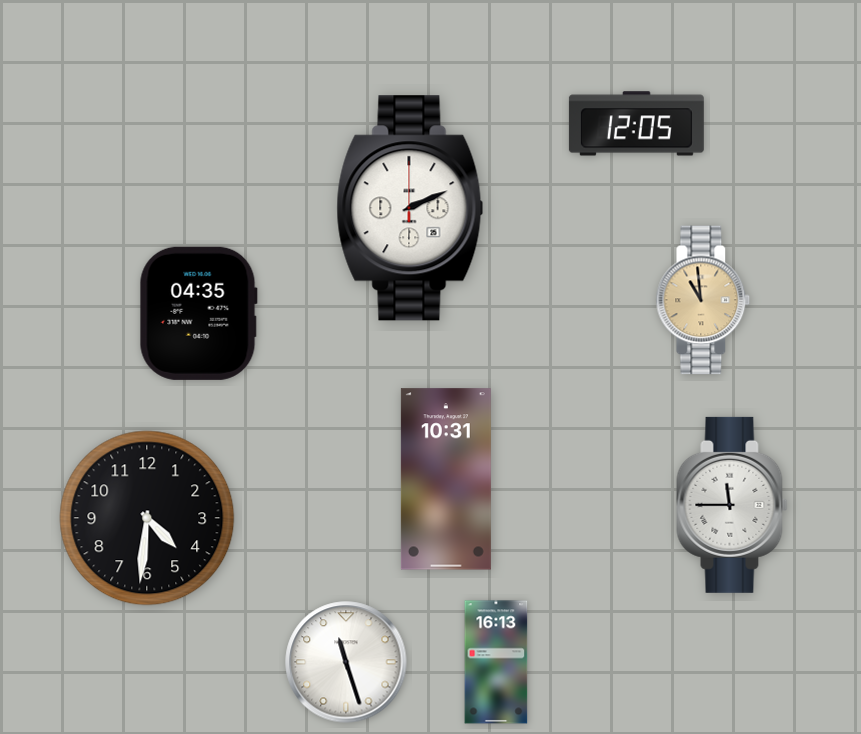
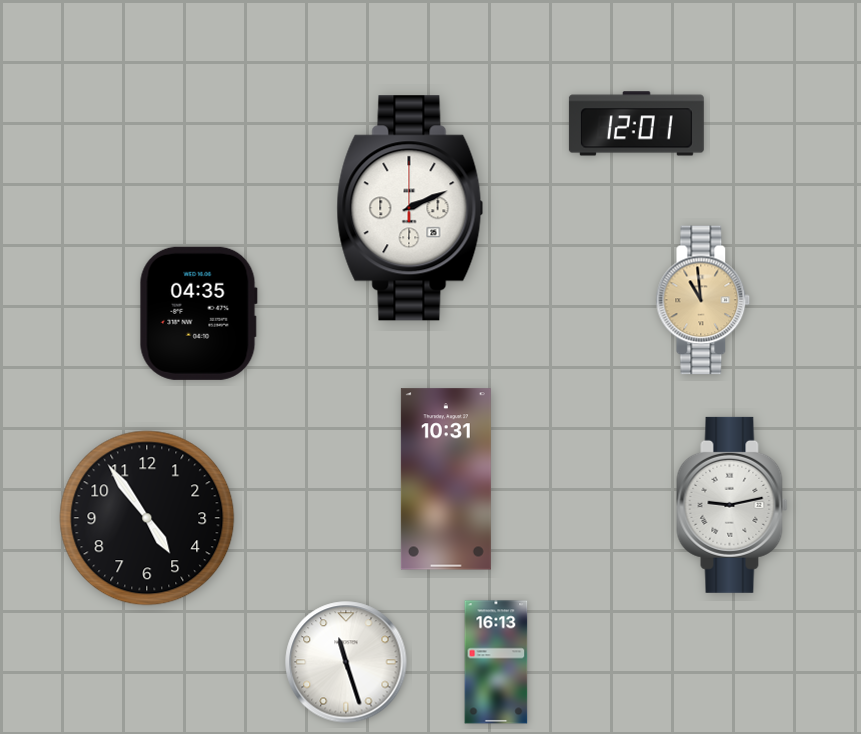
clock at (636, 124): 12:05 -> 12:01
clock at (732, 505): 11:45 -> 9:13
clock at (147, 518): 4:31 -> 4:54
